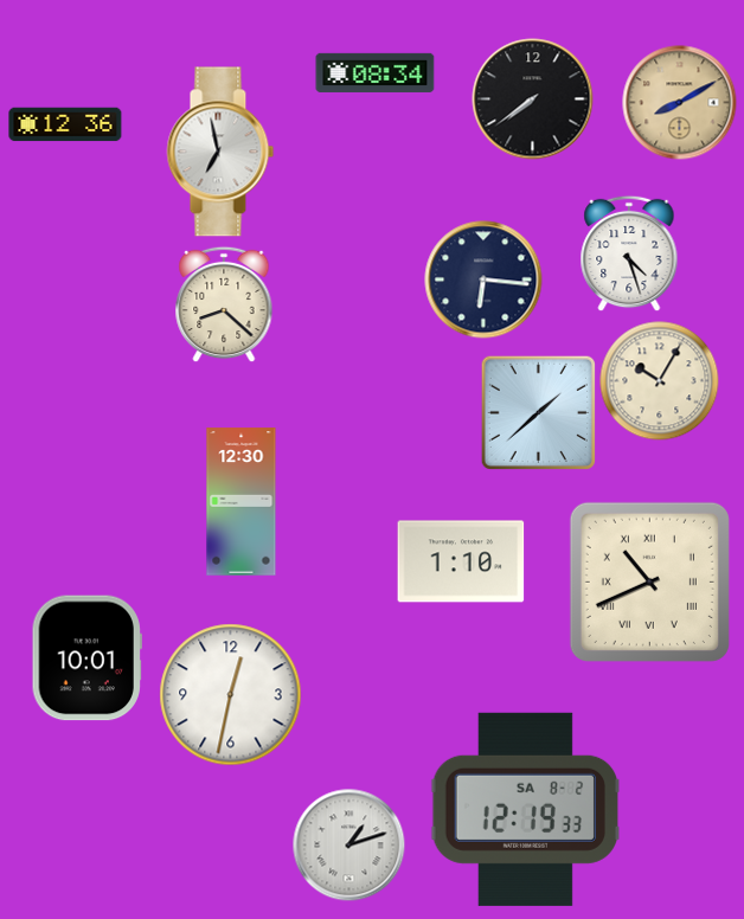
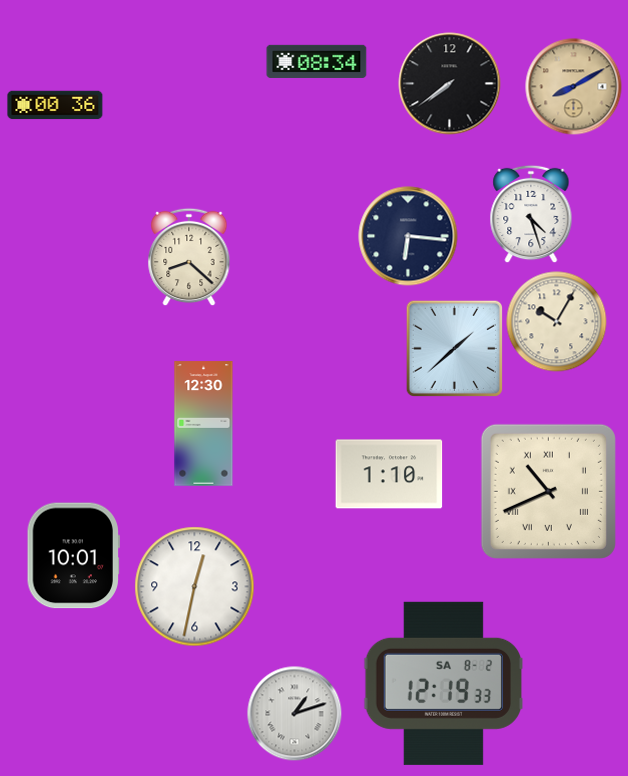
clock at (65, 124): 12:36 -> 00:36
clock at (220, 152): 6:58 -> none
